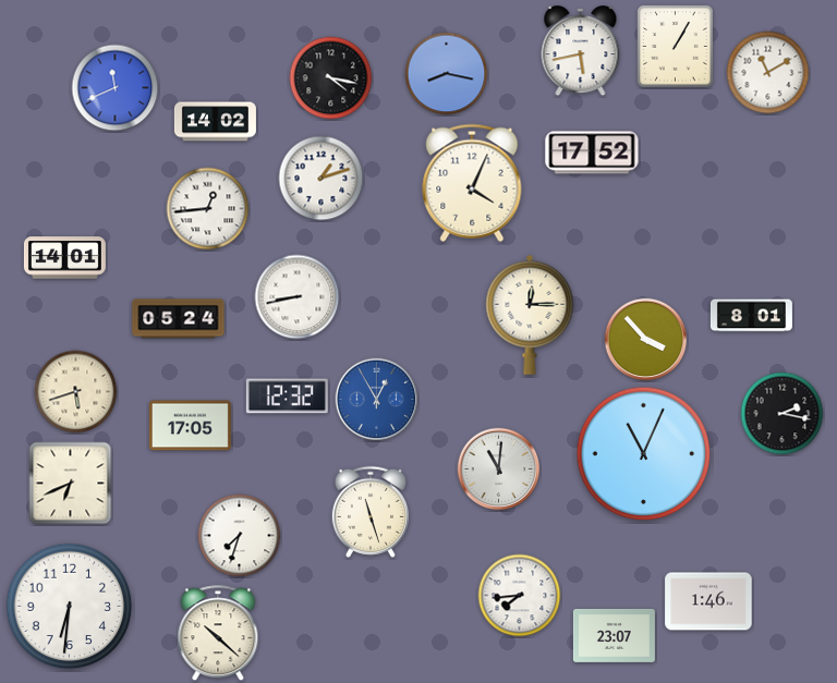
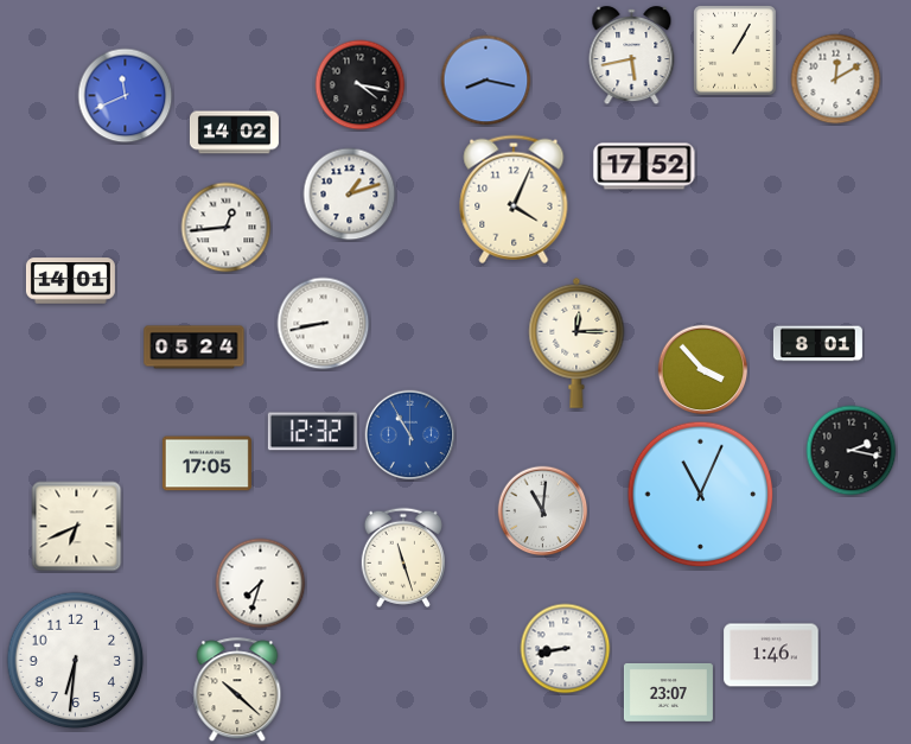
clock at (768, 73): 11:10 -> 12:10
clock at (76, 392): 5:42 -> none
clock at (377, 400): 12:55 -> 10:55
clock at (520, 596): 7:44 -> 8:43
